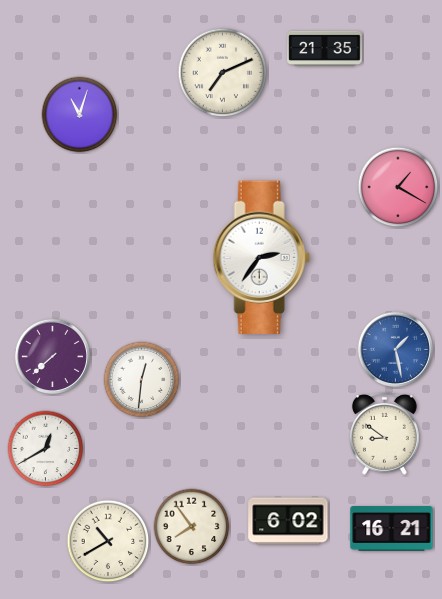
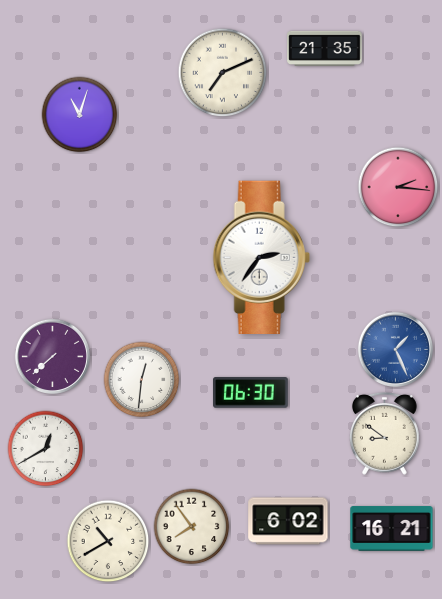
clock at (398, 187): 1:20 -> 2:16
clock at (395, 349): 1:28 -> 1:26
clock at (251, 393): none -> 06:30
